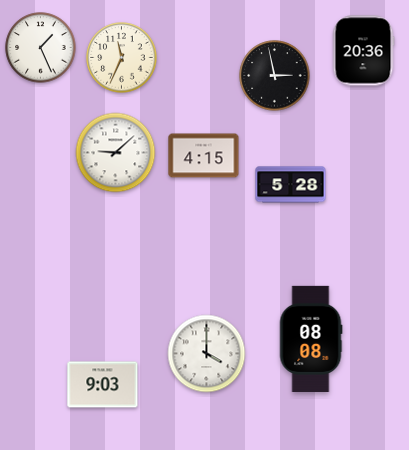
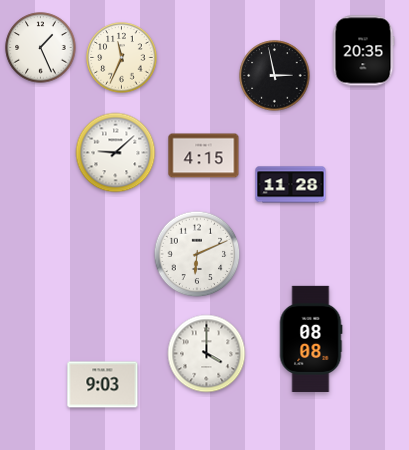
clock at (363, 51): 20:36 -> 20:35
clock at (291, 185): 5:28 -> 11:28
clock at (197, 254): none -> 6:11
